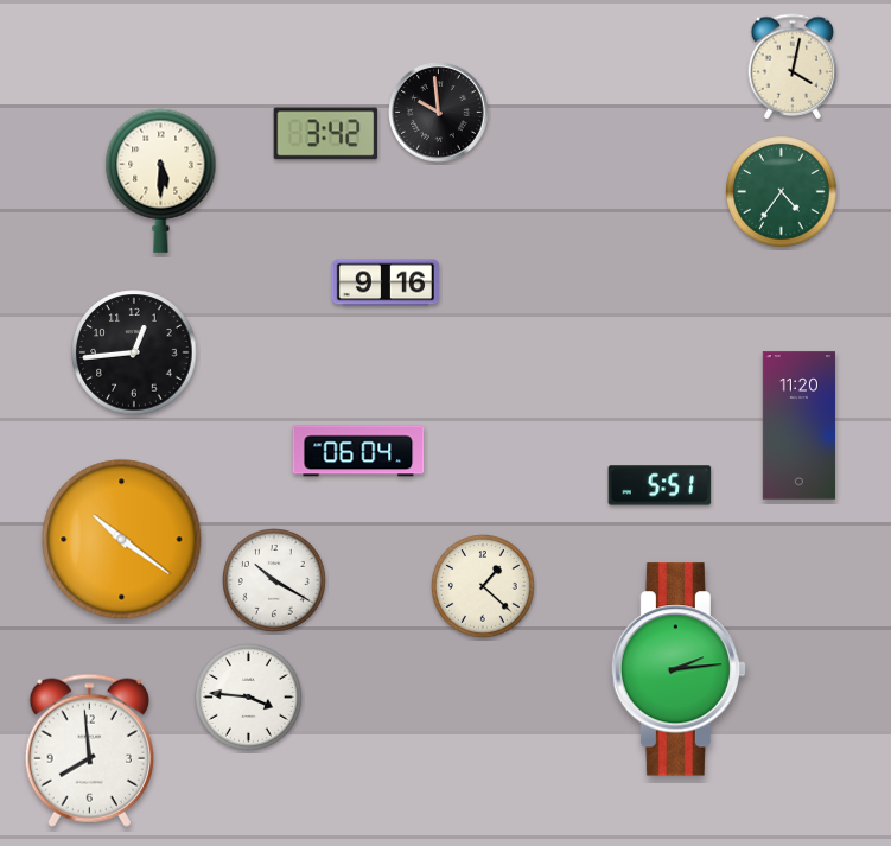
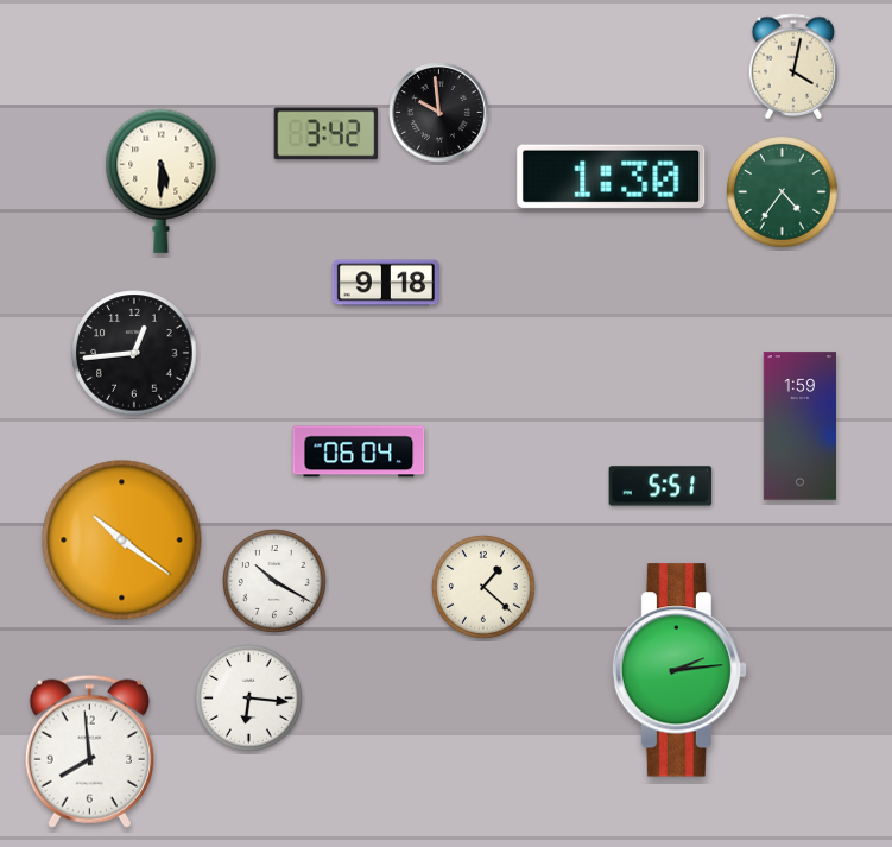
clock at (612, 176): none -> 1:30
clock at (386, 282): 9:16 -> 9:18
clock at (798, 426): 11:20 -> 1:59
clock at (249, 698): 3:46 -> 6:16
